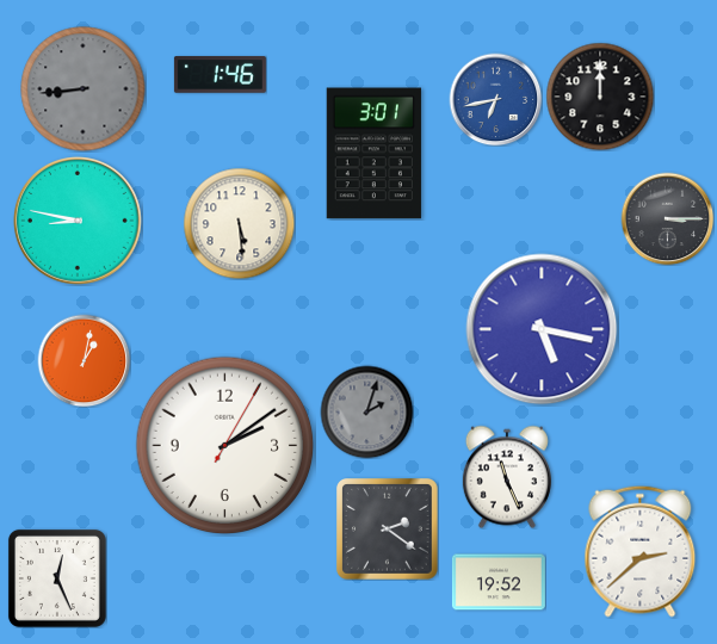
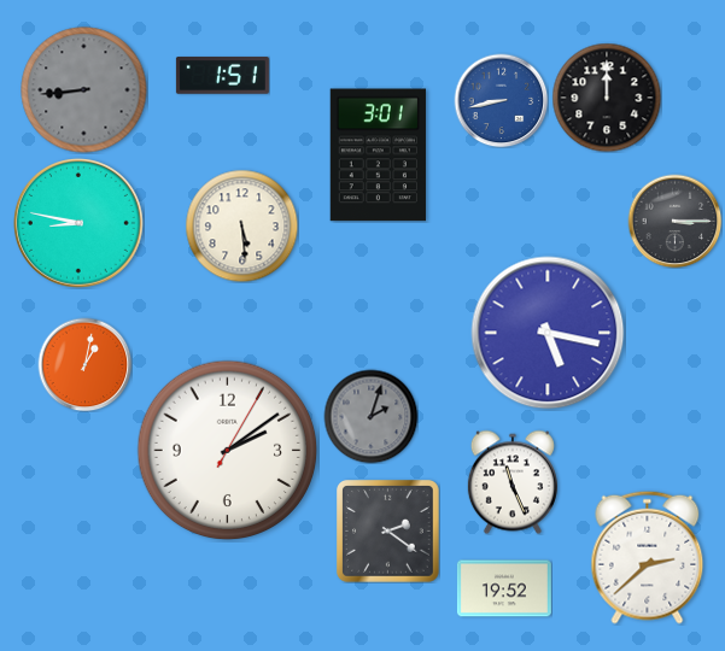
clock at (220, 75): 1:46 -> 1:51
clock at (495, 99): 6:43 -> 8:43
clock at (388, 530) position: (388, 530) -> (388, 532)
clock at (57, 578): 12:26 -> none
